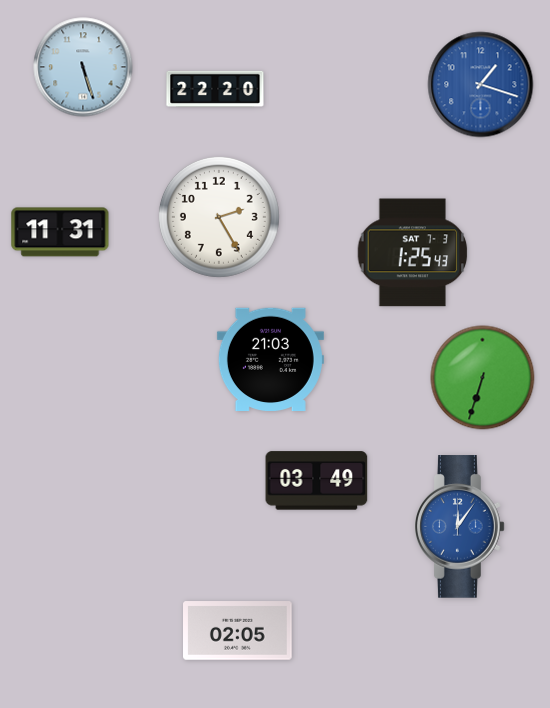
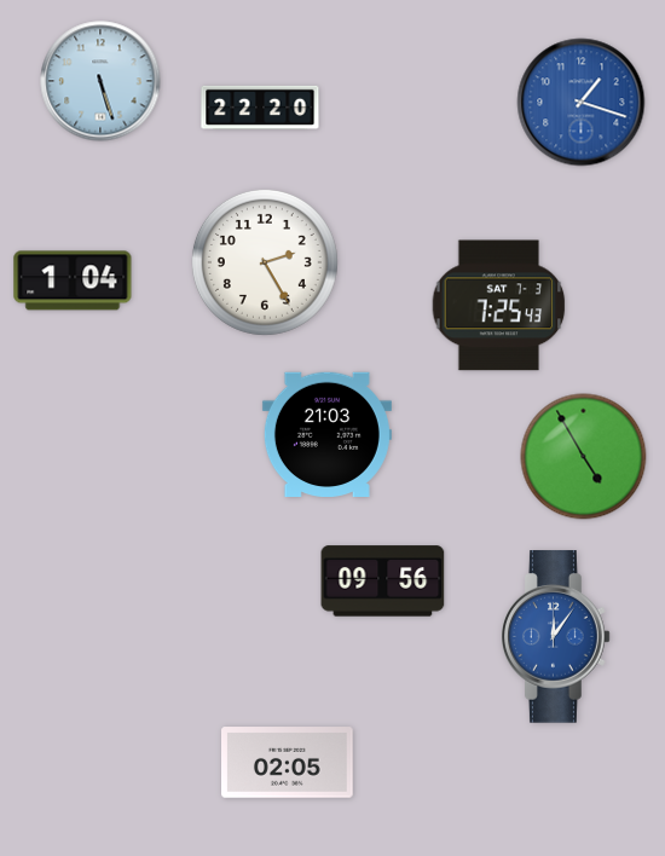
clock at (60, 232): 11:31 -> 1:04
clock at (413, 253): 1:25 -> 7:25
clock at (483, 378): 6:33 -> 4:55
clock at (317, 481): 03:49 -> 09:56
